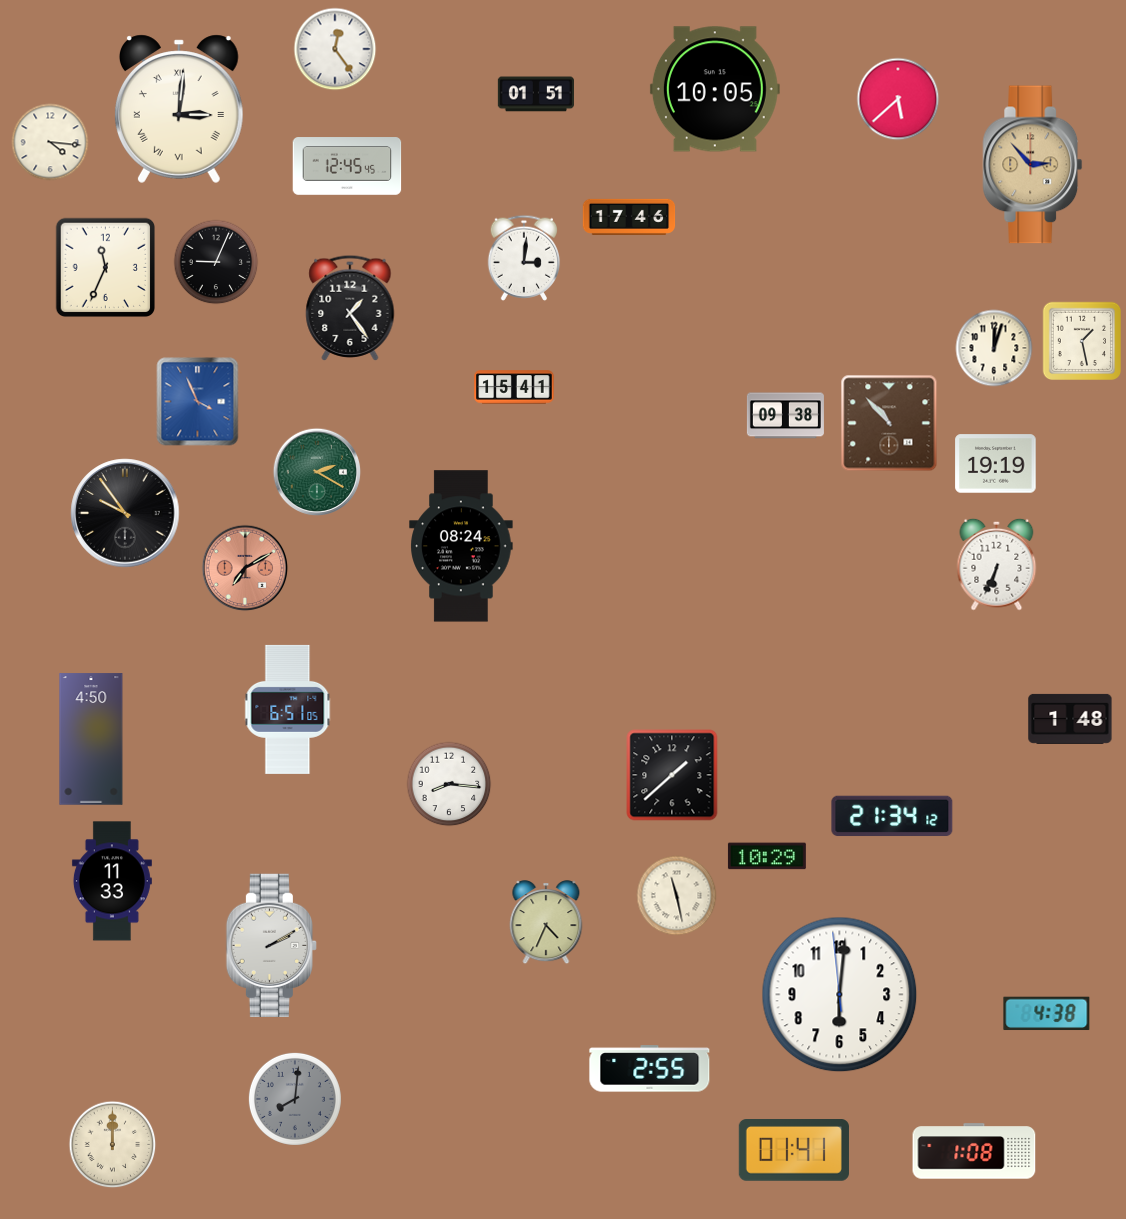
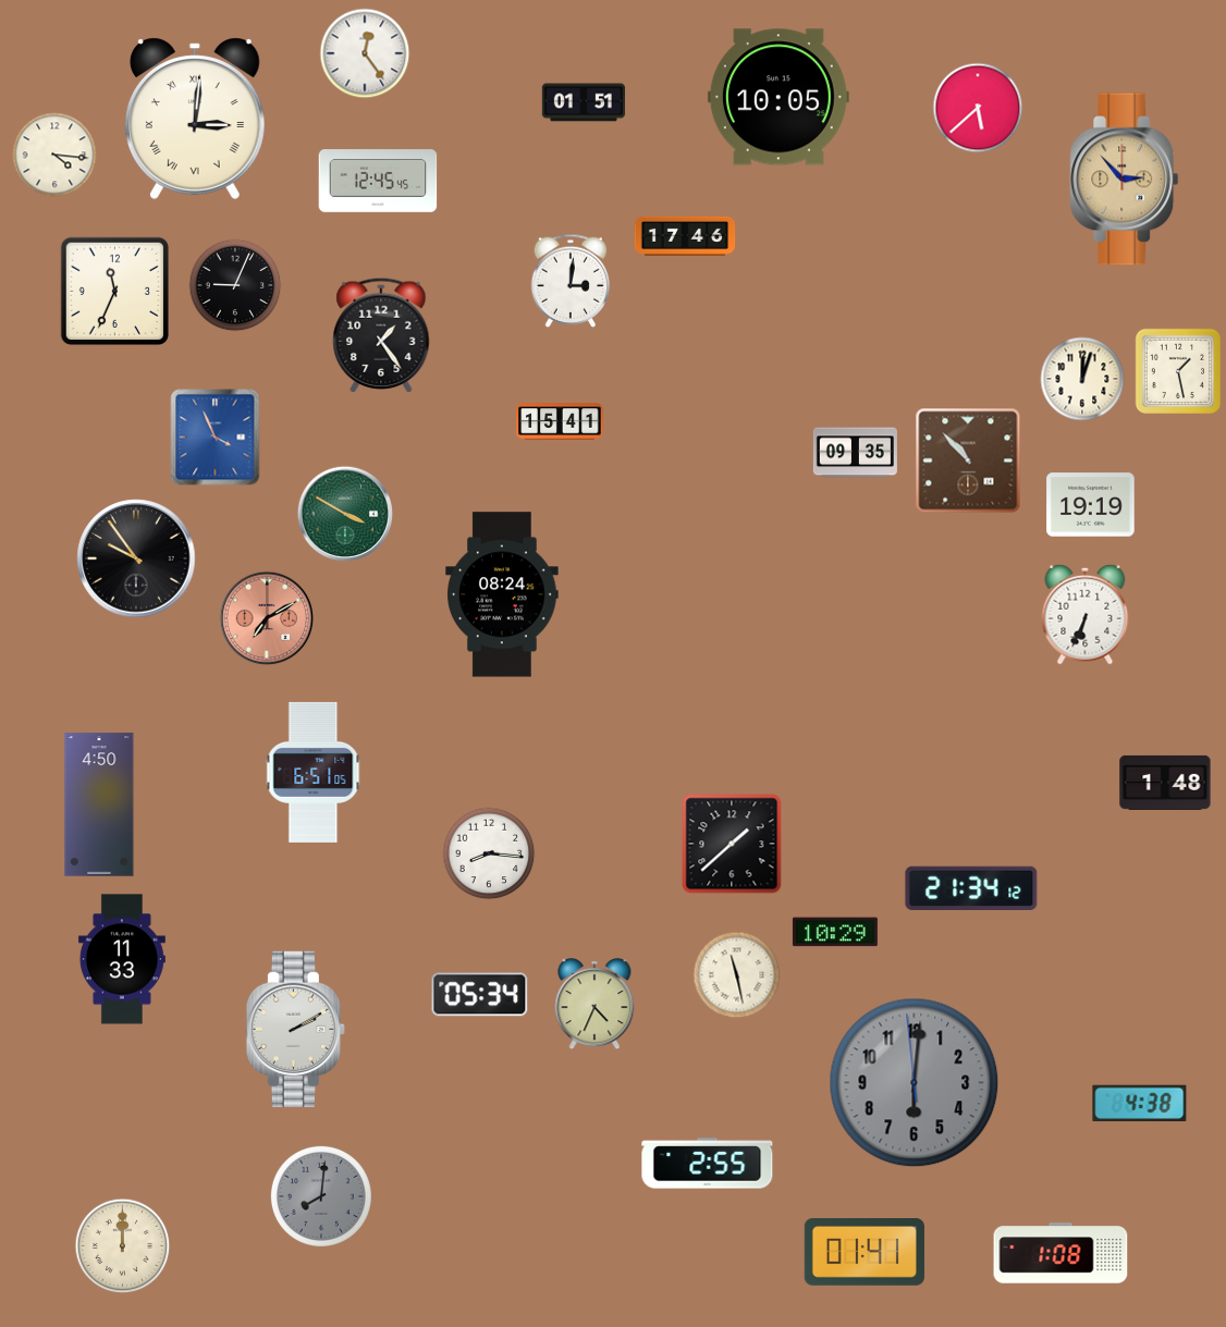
clock at (785, 416): 09:38 -> 09:35
clock at (996, 464) position: (996, 464) -> (1091, 505)
clock at (317, 472): 2:20 -> 3:50
clock at (480, 995): none -> 05:34
clock at (840, 995) dial: white -> grey
